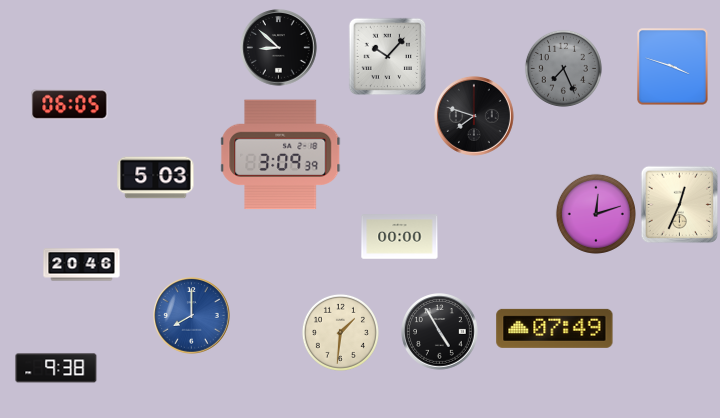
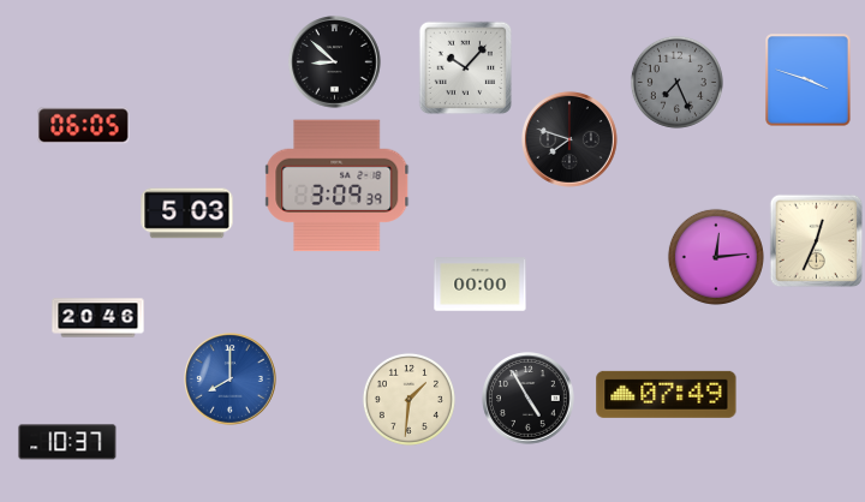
clock at (279, 48) position: (279, 48) -> (335, 62)
clock at (679, 204) position: (679, 204) -> (816, 240)
clock at (596, 214): 12:12 -> 12:14
clock at (56, 368): 9:38 -> 10:37
